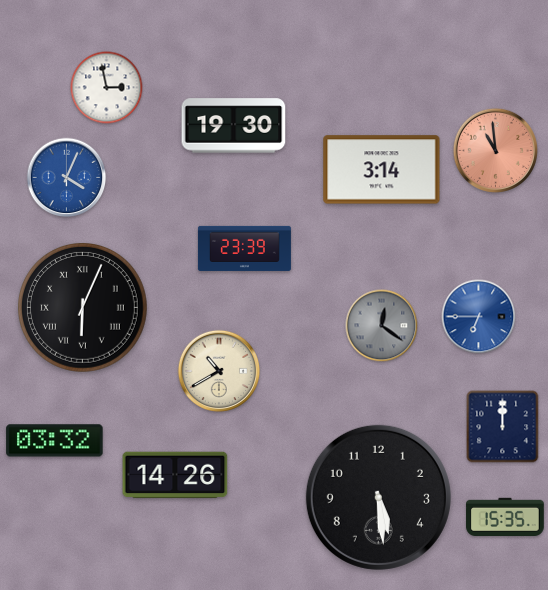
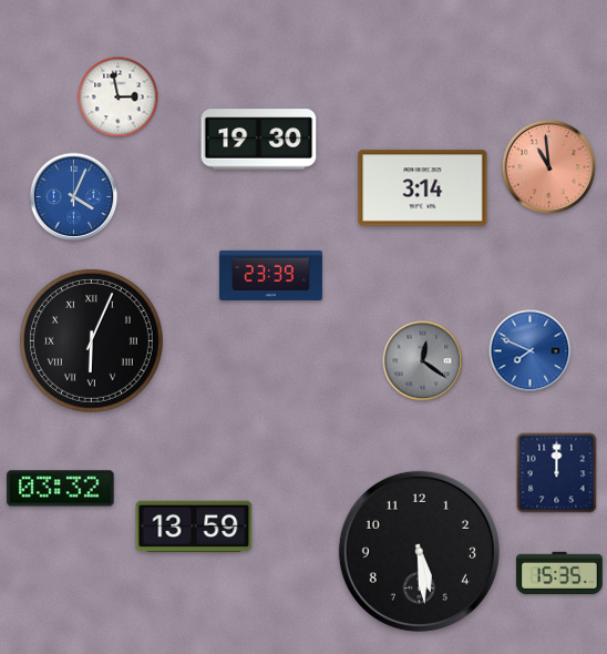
clock at (479, 317): 6:45 -> 7:49
clock at (219, 371): 10:40 -> none
clock at (175, 475): 14:26 -> 13:59
